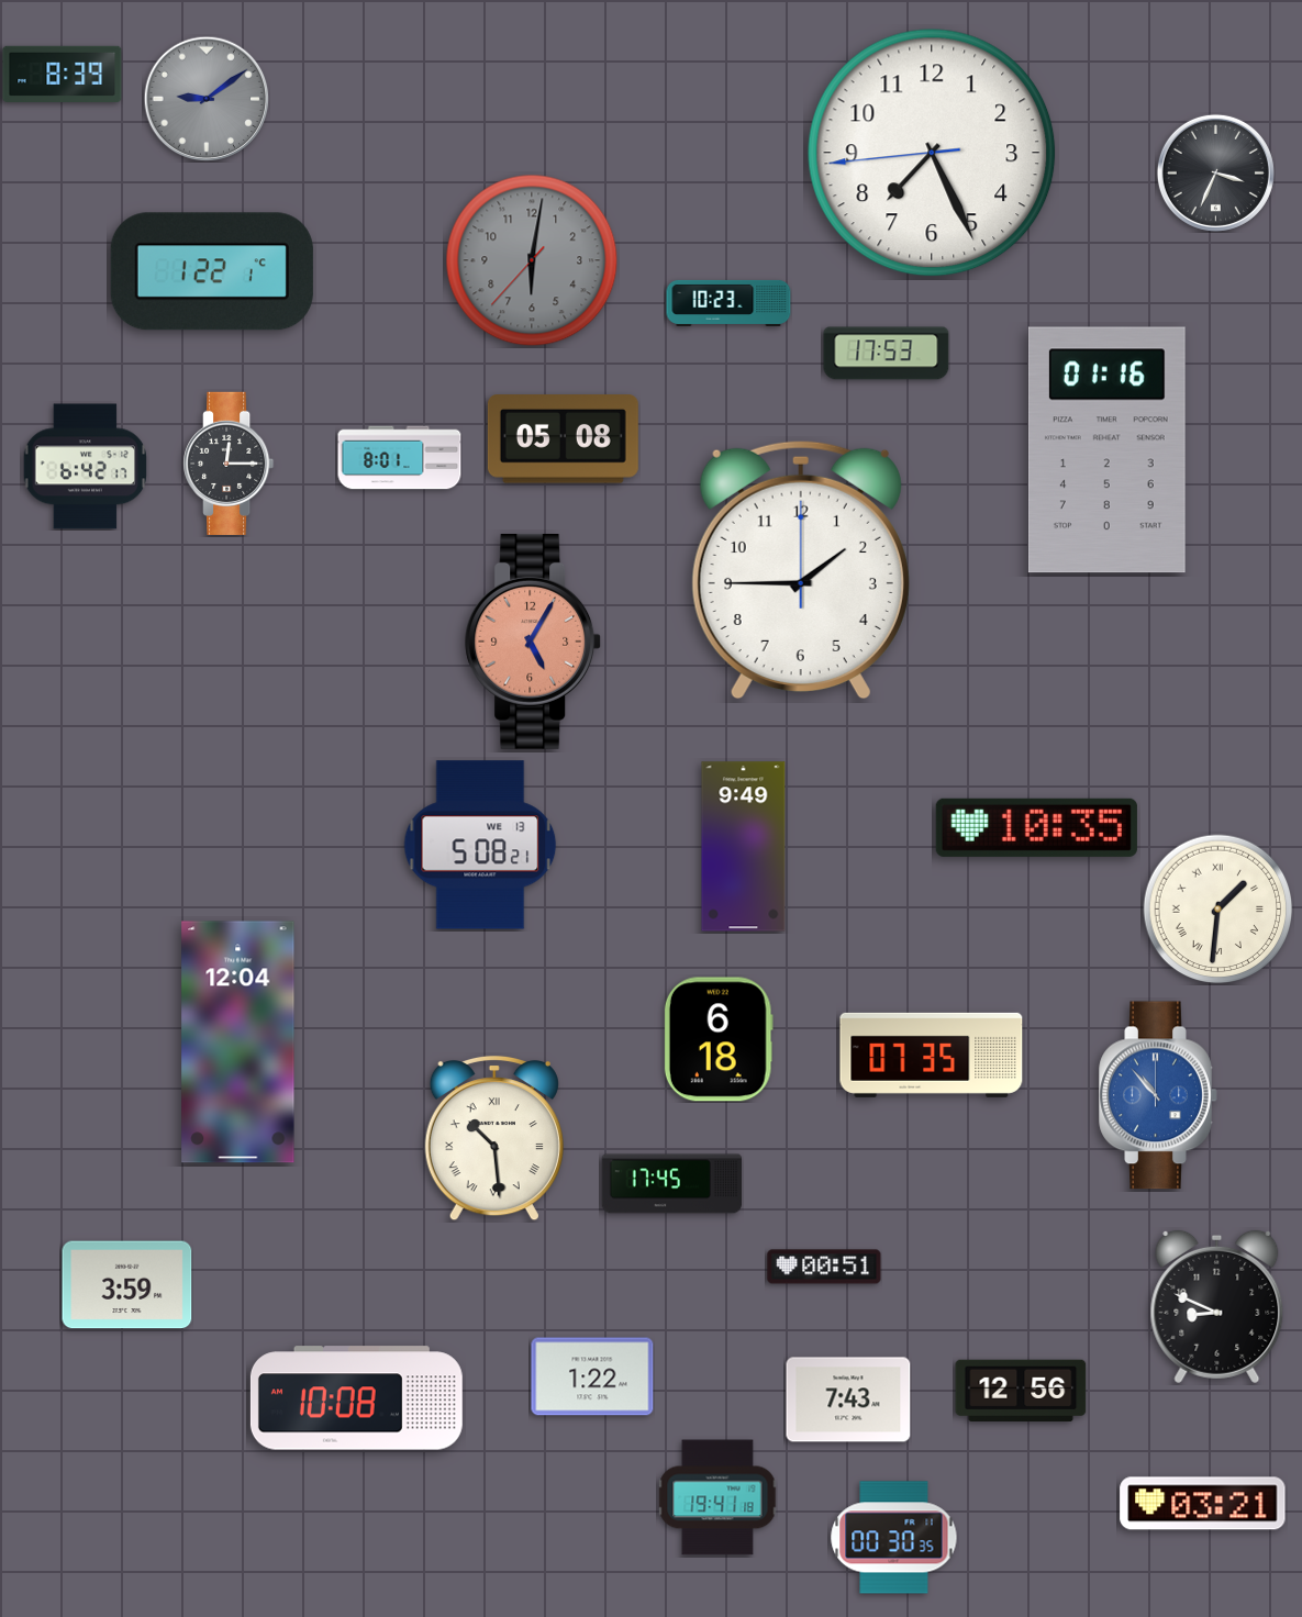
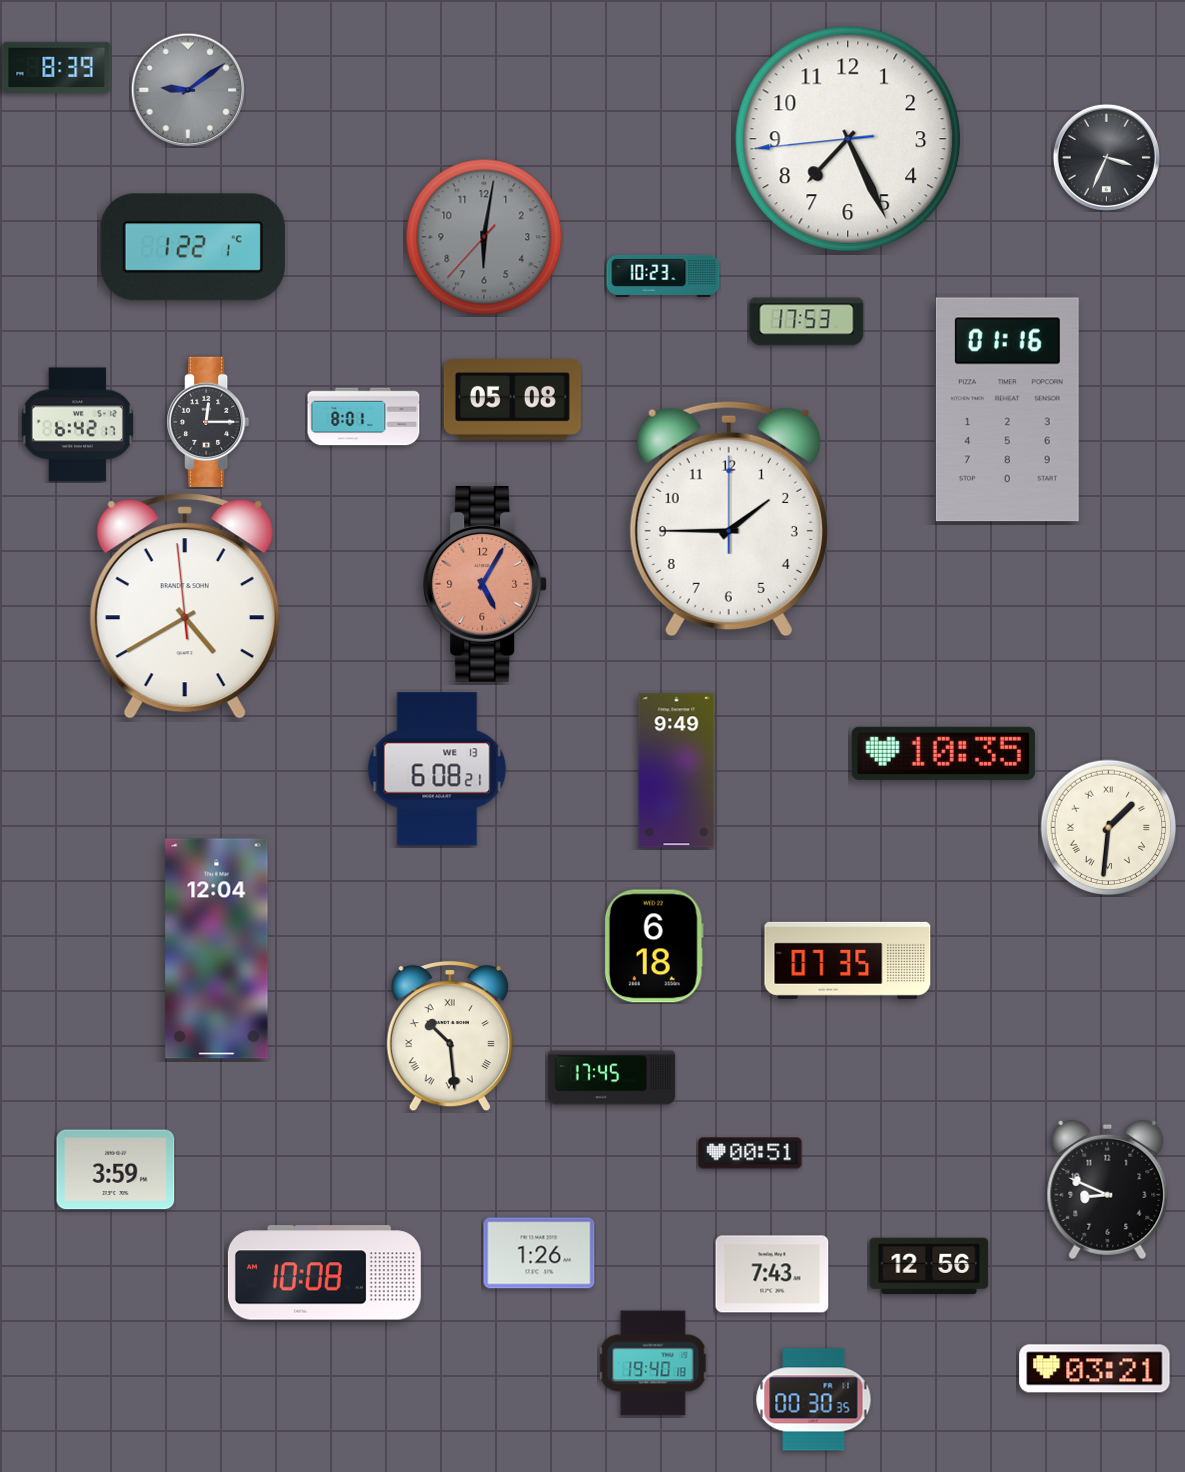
clock at (185, 606): none -> 4:39
clock at (480, 845): 5:08 -> 6:08
clock at (1158, 1095): 10:53 -> none
clock at (592, 1376): 1:22 -> 1:26
clock at (717, 1497): 19:41 -> 19:40
